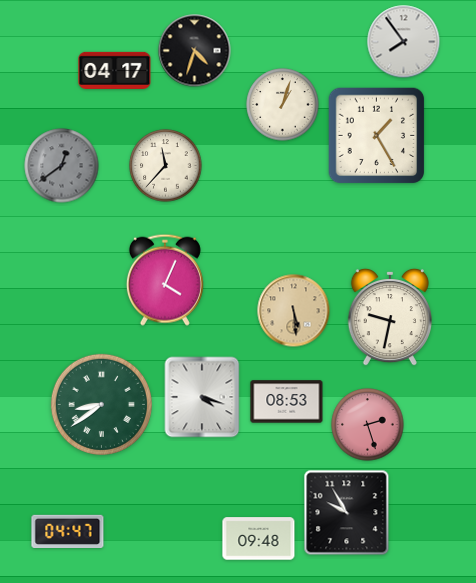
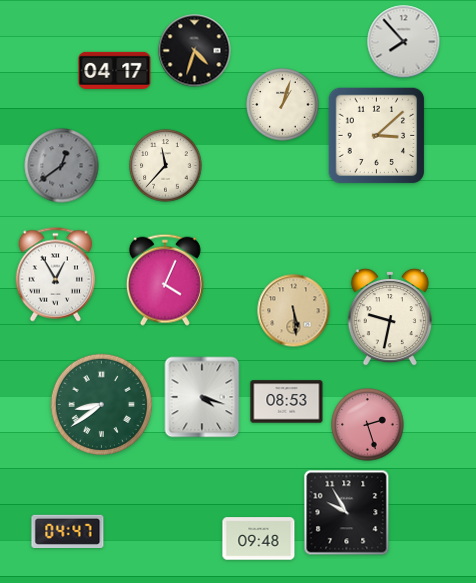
clock at (404, 42): 7:54 -> 7:53
clock at (377, 136): 1:25 -> 3:08
clock at (55, 275): none -> 12:55
